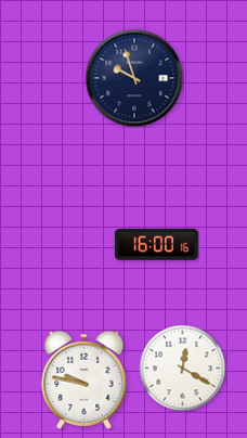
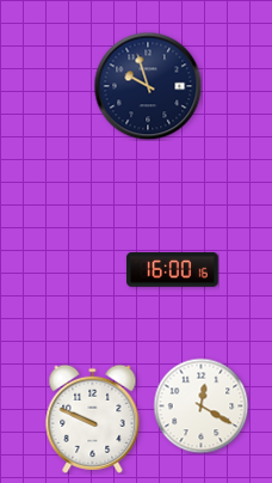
clock at (84, 379): 9:47 -> 9:49
